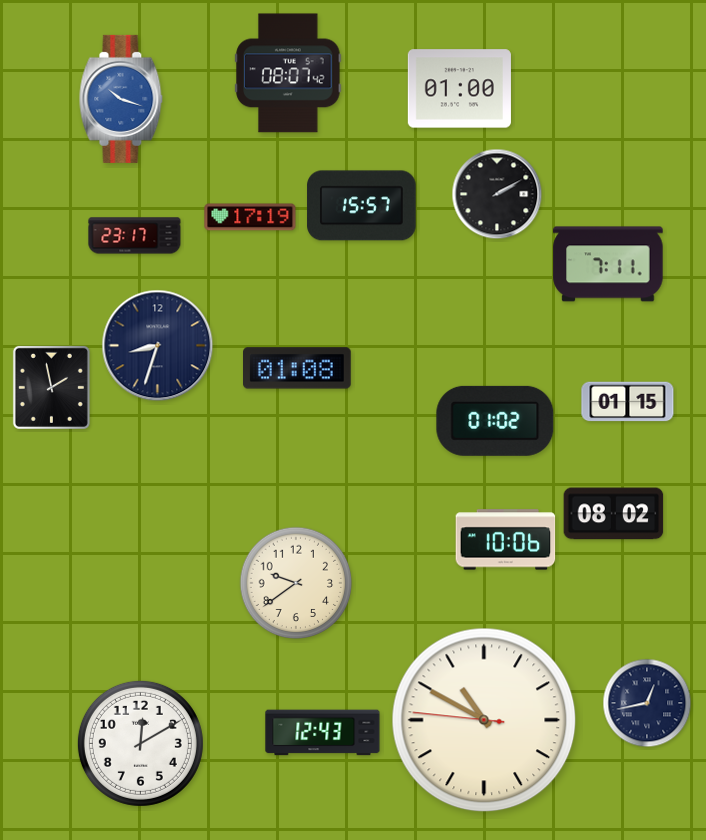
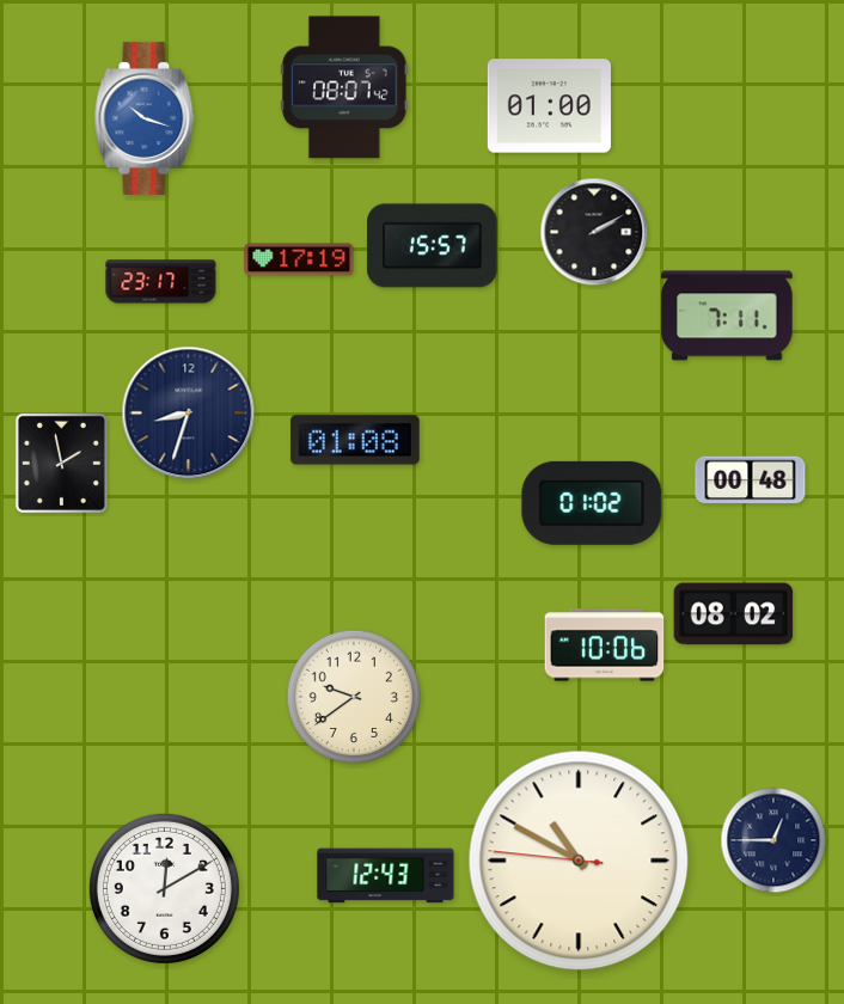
clock at (628, 402): 01:15 -> 00:48
clock at (647, 703): 12:43 -> 12:45
clock at (140, 743) position: (140, 743) -> (164, 888)
